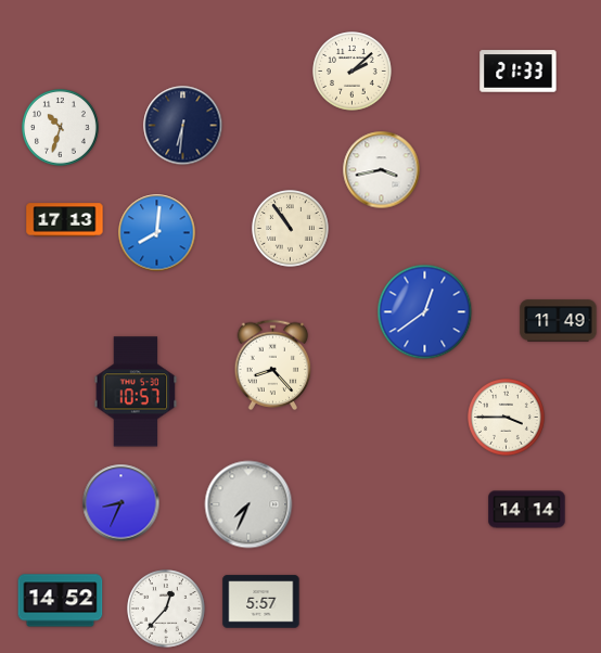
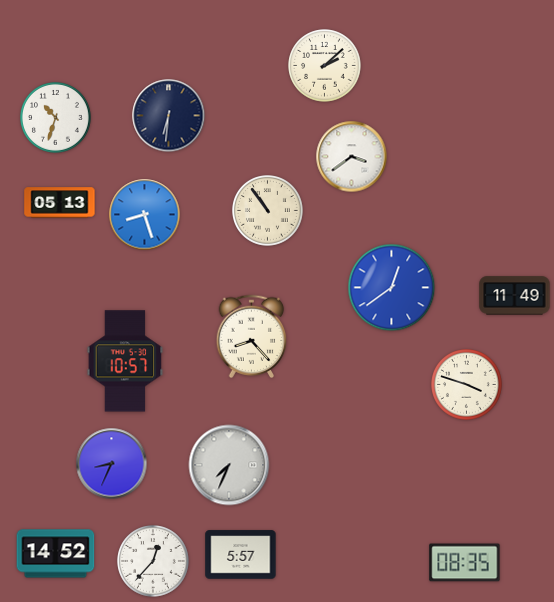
clock at (519, 72): 21:33 -> none
clock at (382, 170): 3:43 -> 3:39
clock at (65, 220): 17:13 -> 05:13
clock at (157, 233): 8:01 -> 8:27
clock at (507, 418): 3:45 -> 3:48
clock at (527, 510): 14:14 -> none
clock at (465, 563): none -> 08:35
